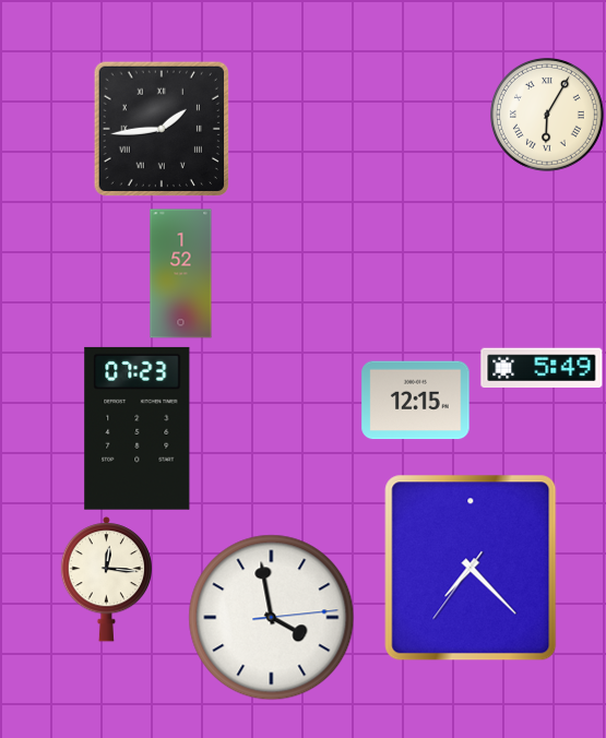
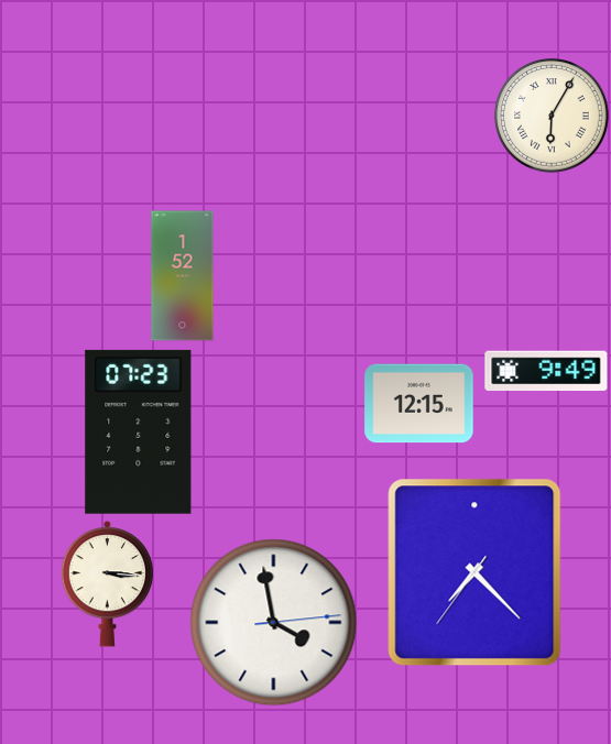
clock at (161, 128): 1:44 -> none
clock at (542, 368): 5:49 -> 9:49
clock at (107, 580): 12:16 -> 3:16
